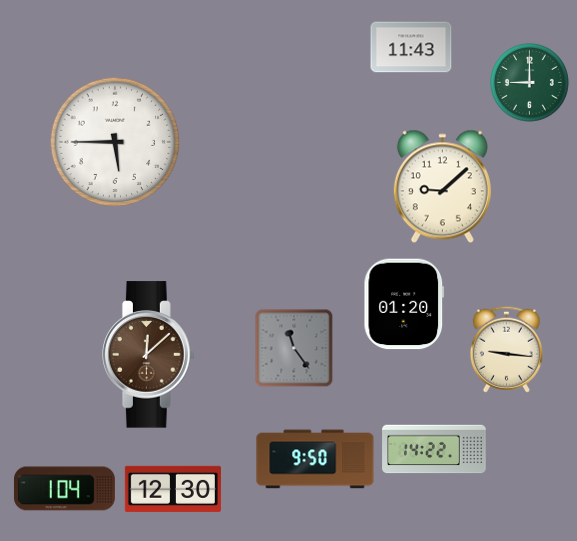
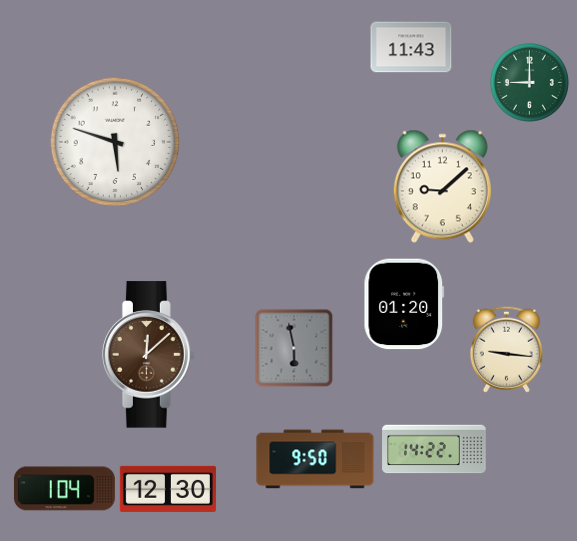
clock at (115, 142): 5:45 -> 5:48
clock at (294, 348): 11:24 -> 5:58
clock at (173, 489) position: (173, 489) -> (168, 489)
